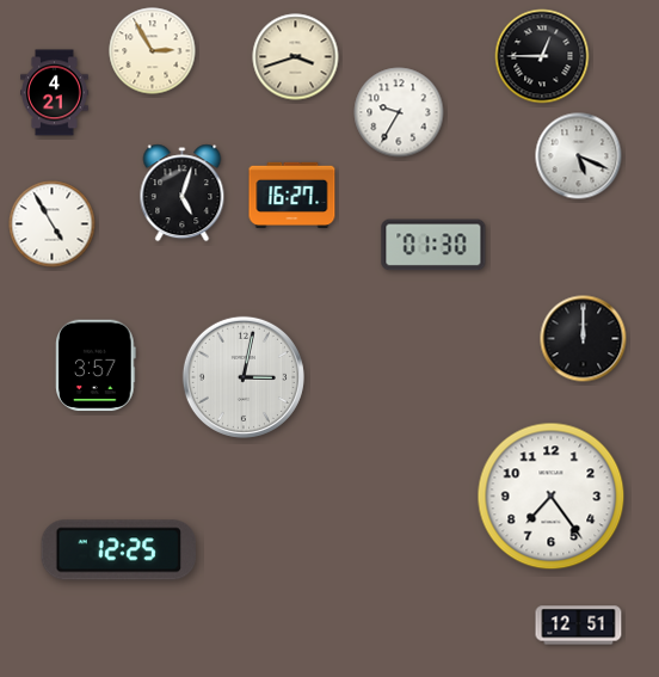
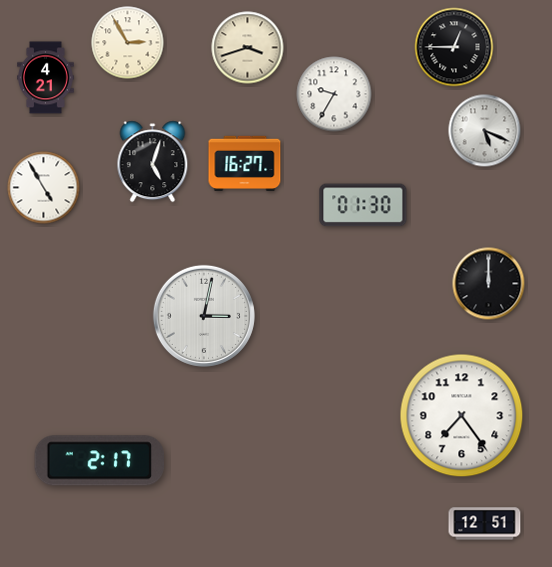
clock at (97, 365): 3:57 -> none
clock at (118, 550): 12:25 -> 2:17
